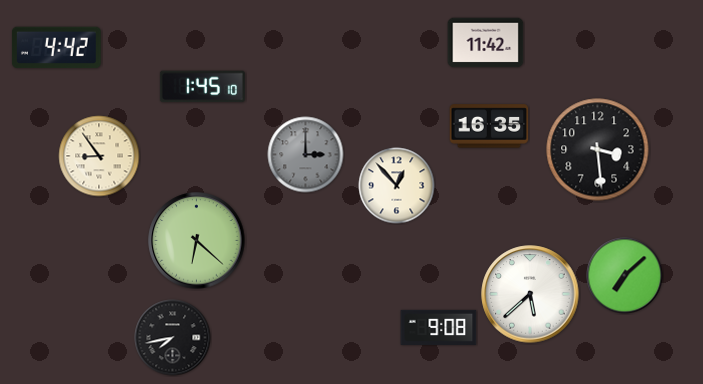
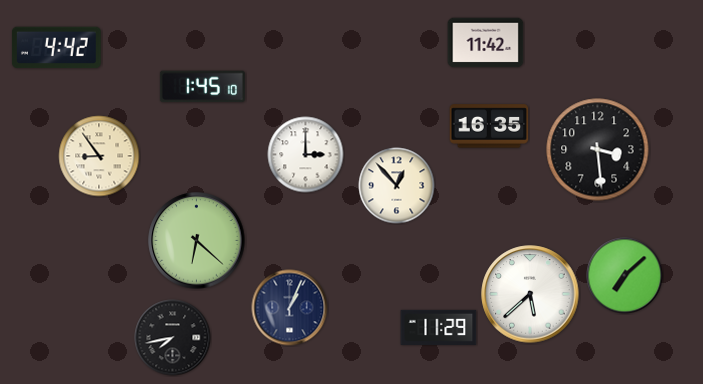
clock at (306, 155) dial: grey -> white
clock at (290, 308): none -> 1:04
clock at (439, 327): 9:08 -> 11:29
